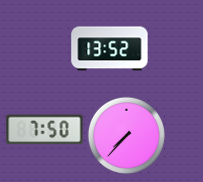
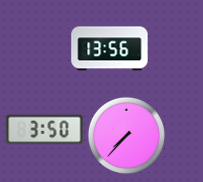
clock at (110, 49): 13:52 -> 13:56
clock at (45, 130): 7:50 -> 3:50
